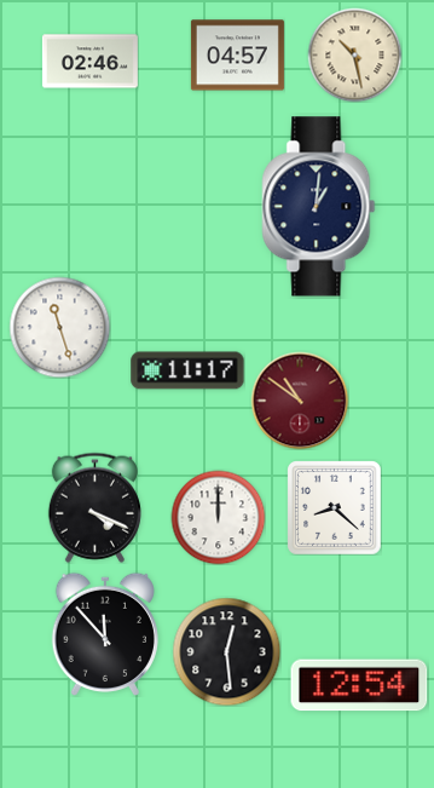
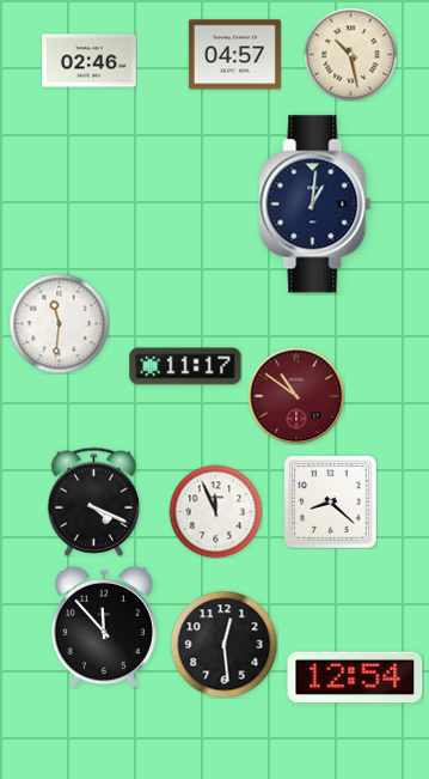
clock at (59, 327): 11:27 -> 11:31
clock at (218, 517): 12:00 -> 11:56
